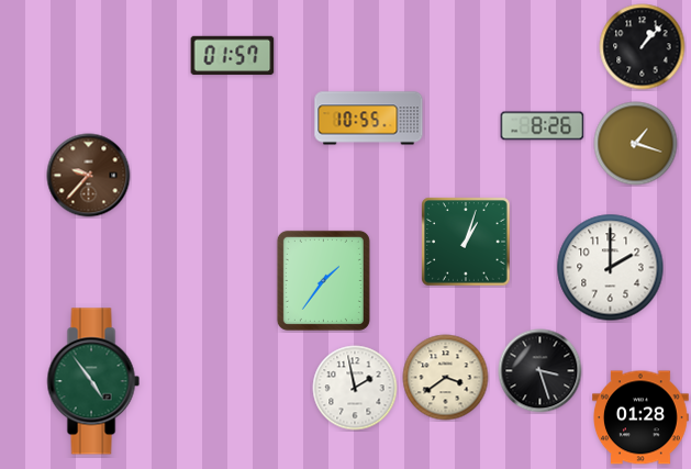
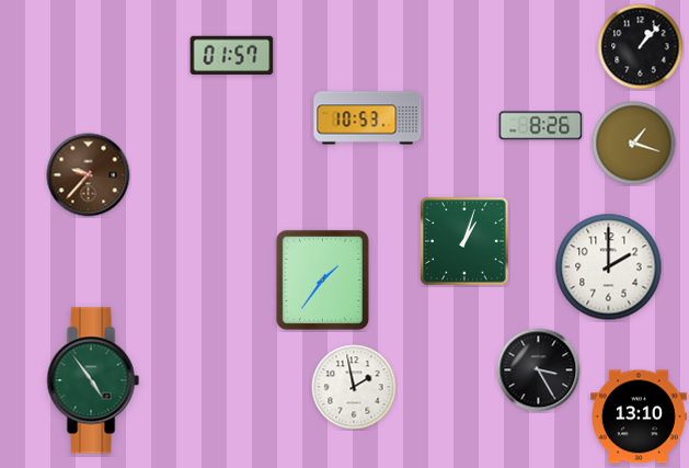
clock at (369, 119): 10:55 -> 10:53
clock at (540, 371): 3:27 -> 3:25
clock at (446, 378): 3:39 -> none
clock at (642, 417): 01:28 -> 13:10
